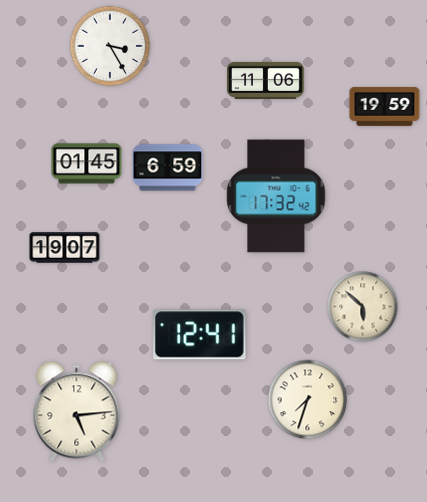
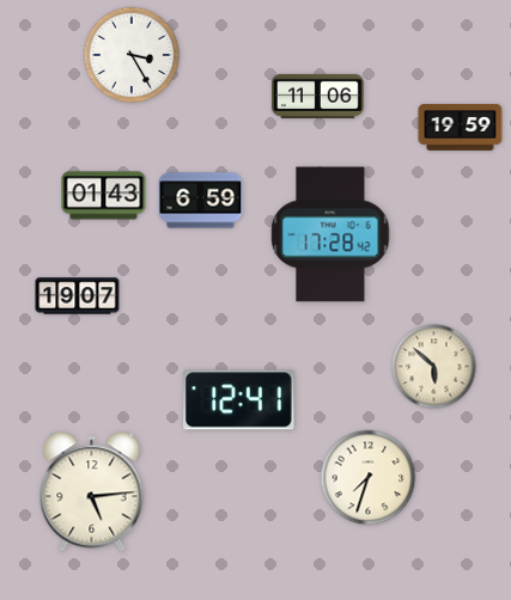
clock at (87, 164): 01:45 -> 01:43
clock at (276, 196): 17:32 -> 17:28
